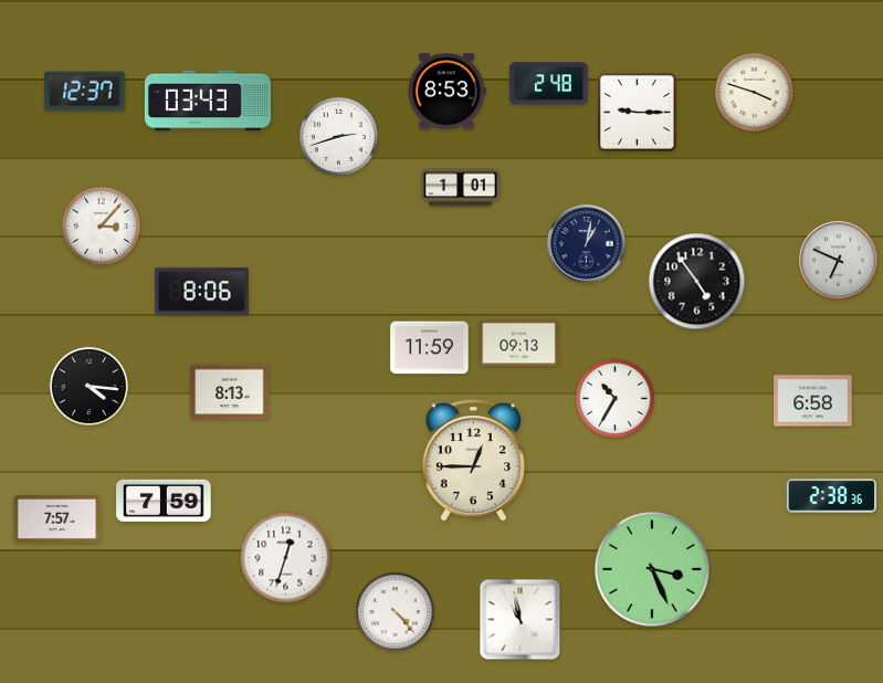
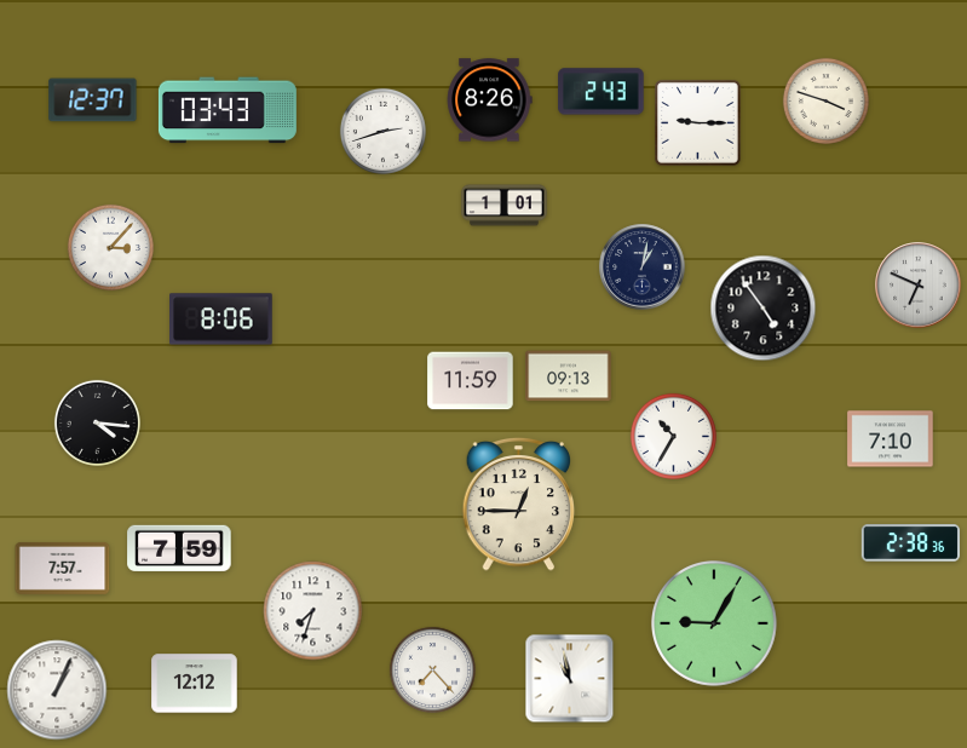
clock at (549, 84): 2:48 -> 2:43
clock at (446, 92): 8:53 -> 8:26
clock at (338, 136) position: (338, 136) -> (382, 131)
clock at (230, 392): 8:13 -> none
clock at (813, 401): 6:58 -> 7:10
clock at (286, 558): 12:33 -> 7:33
clock at (653, 570): 3:26 -> 9:05
clock at (395, 611): 4:23 -> 7:23
clock at (195, 684): none -> 12:12
clock at (57, 690): none -> 1:04
